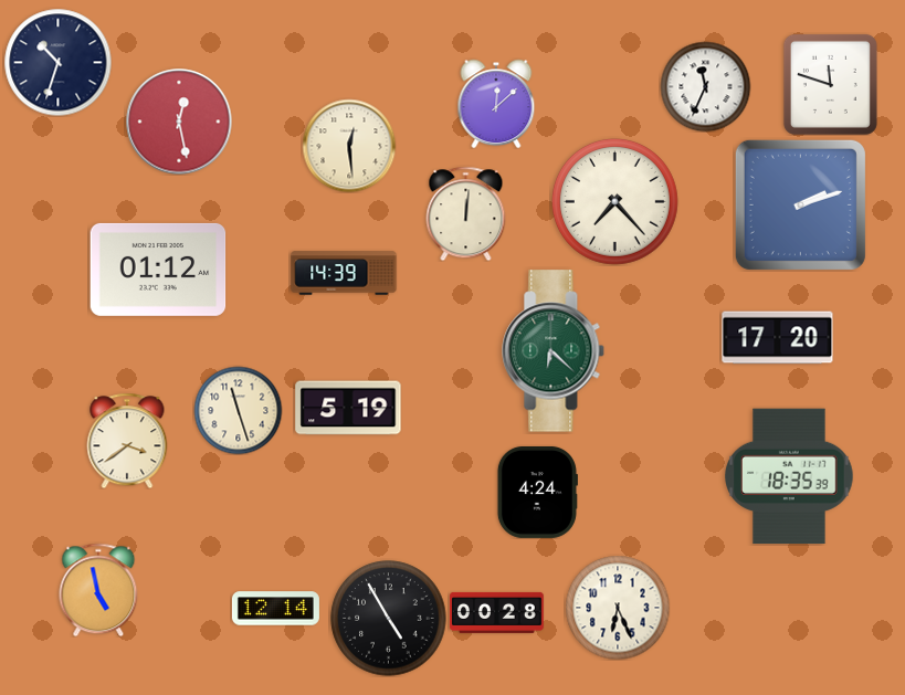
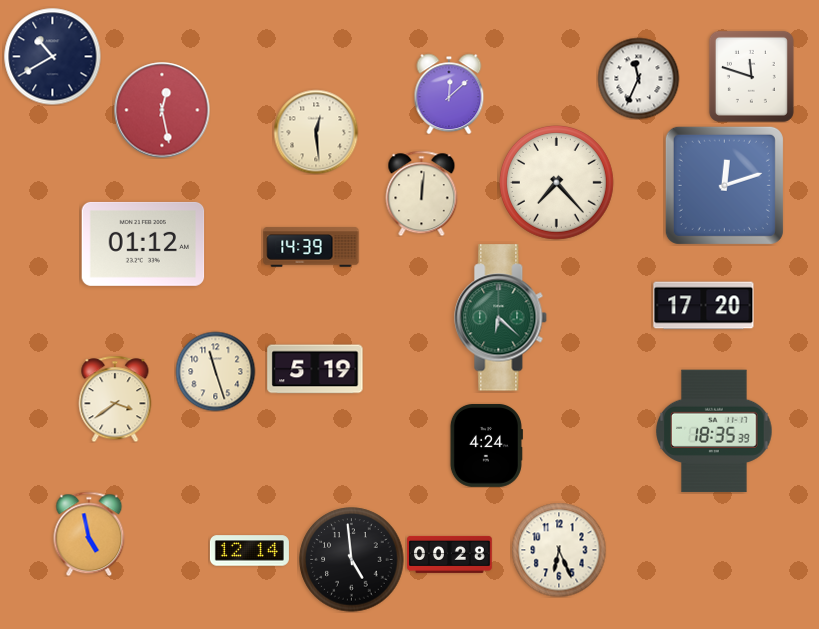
clock at (57, 62): 10:33 -> 10:40
clock at (800, 204): 2:12 -> 12:12
clock at (389, 619): 4:55 -> 4:59
